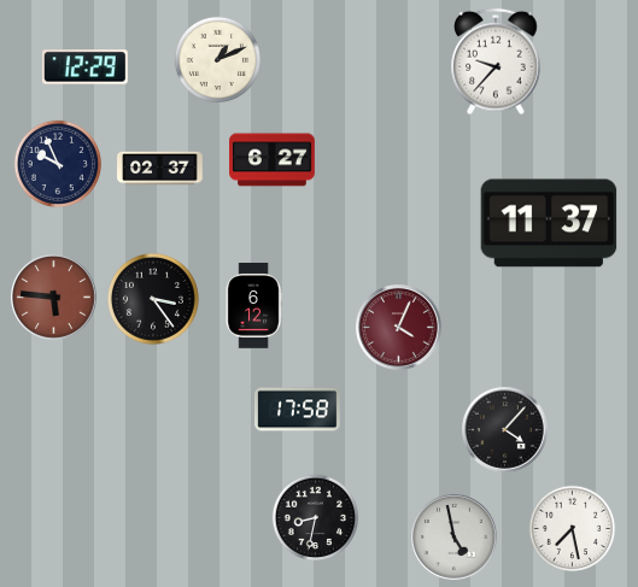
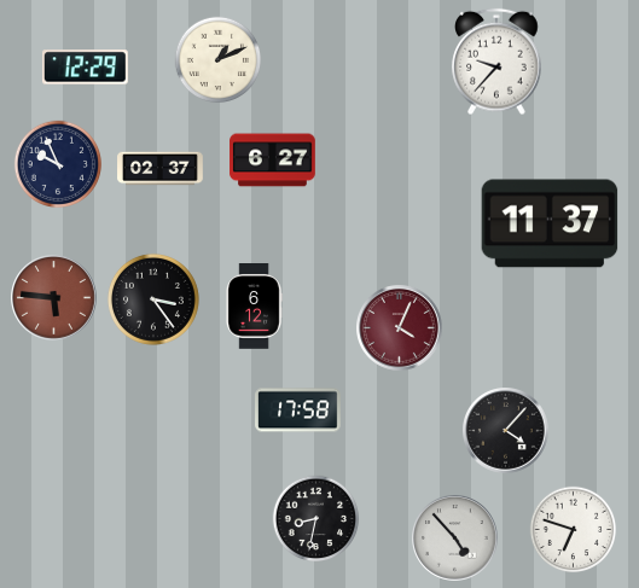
clock at (573, 529): 7:28 -> 6:48
clock at (455, 538): 4:58 -> 4:53
